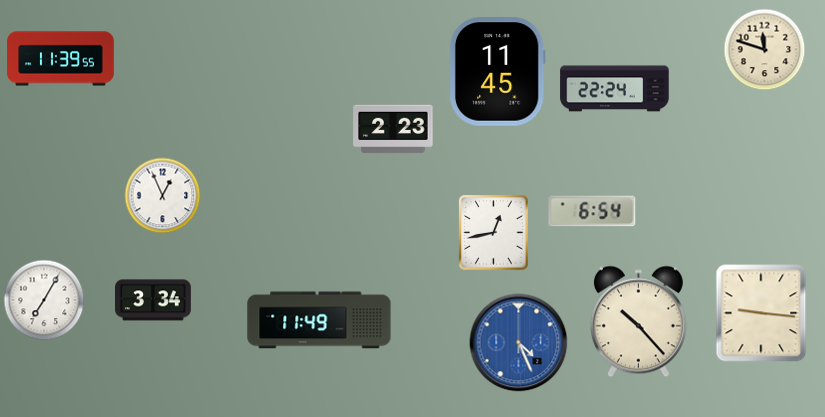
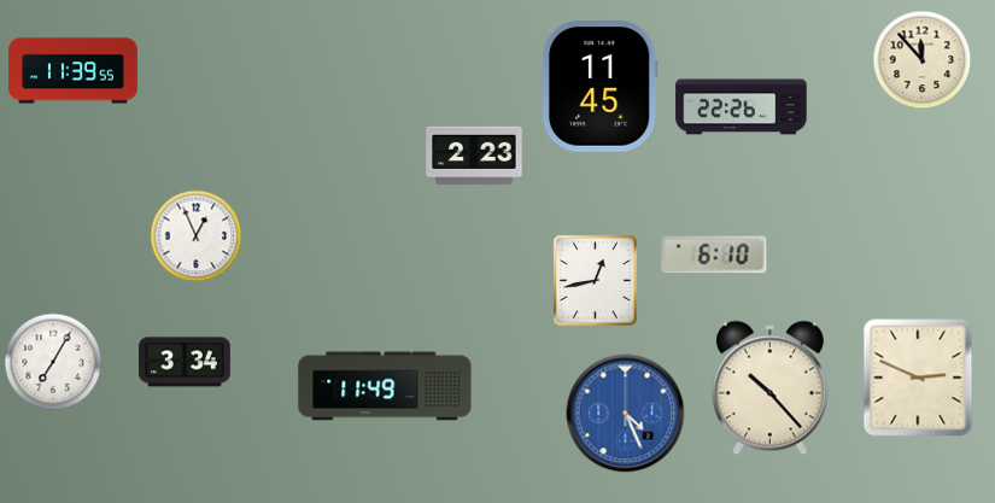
clock at (765, 50): 11:48 -> 11:53
clock at (615, 89): 22:24 -> 22:26
clock at (592, 211): 6:54 -> 6:10
clock at (761, 313): 9:16 -> 2:49
